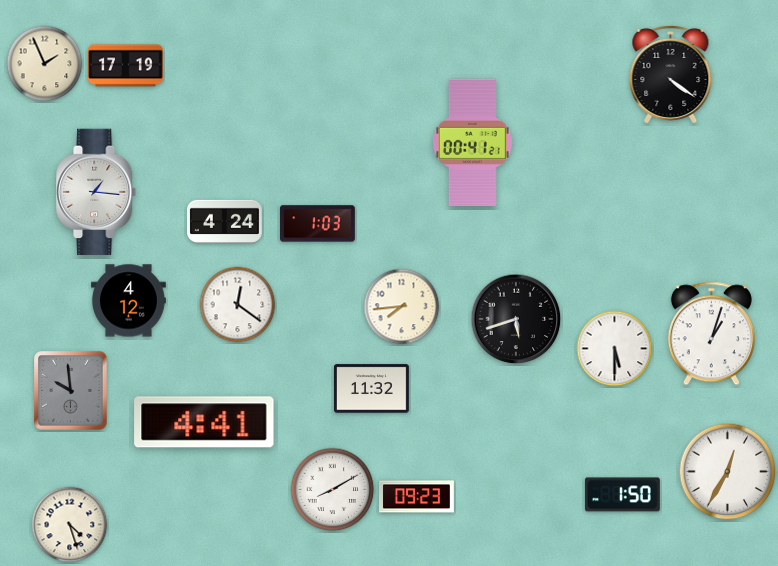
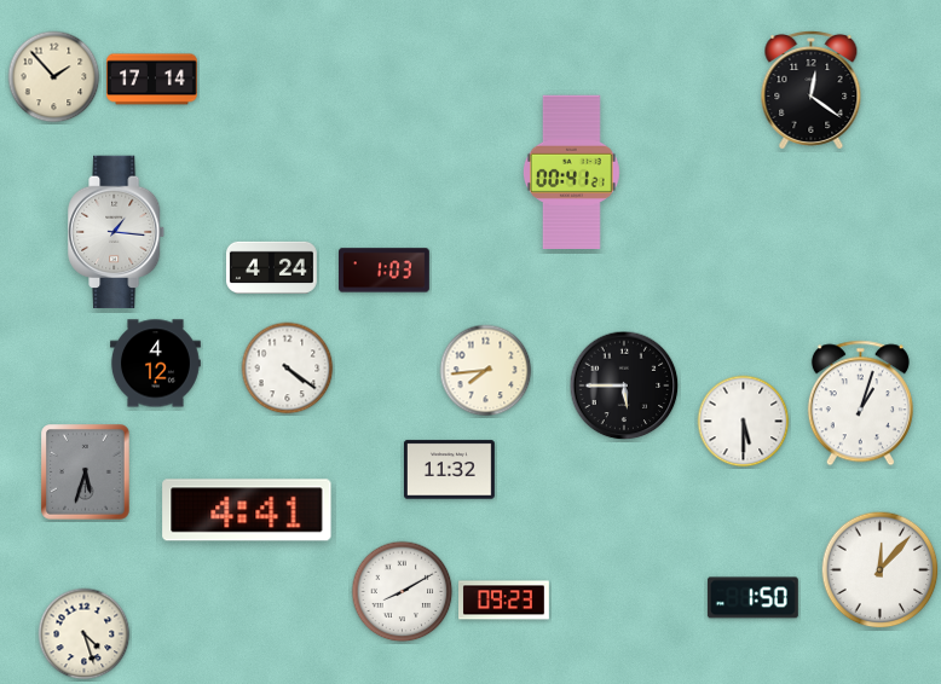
clock at (45, 64): 1:56 -> 1:53
clock at (126, 66): 17:19 -> 17:14
clock at (671, 74): 4:21 -> 12:21
clock at (238, 305): 12:21 -> 4:21
clock at (516, 319): 5:42 -> 5:45
clock at (71, 391): 9:59 -> 5:33
clock at (728, 472): 12:35 -> 12:07
